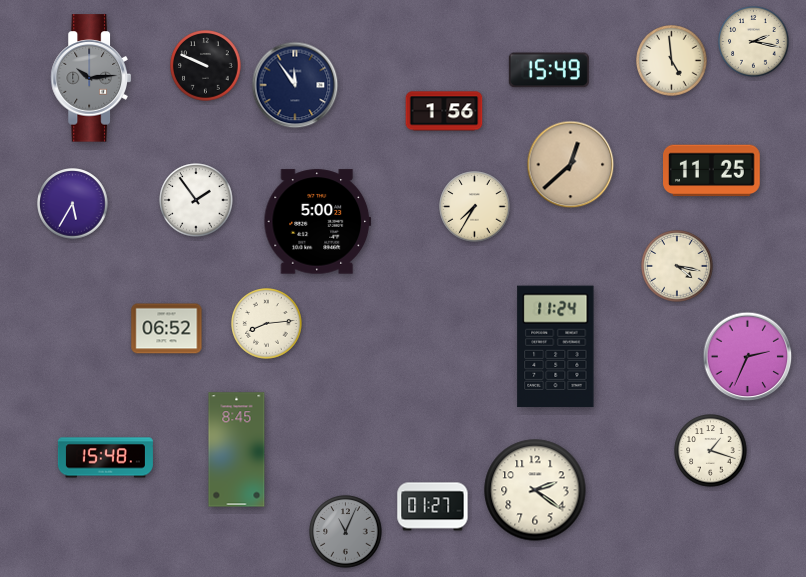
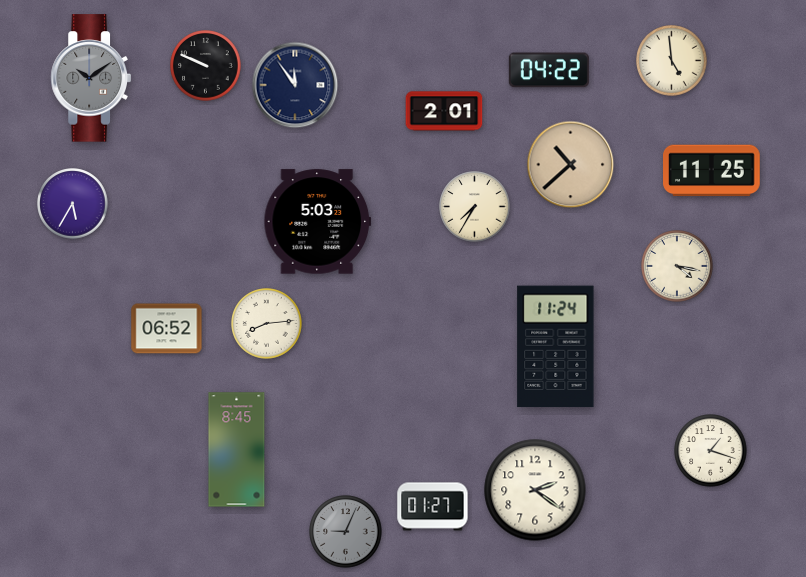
clock at (754, 42): 2:17 -> none
clock at (549, 70): 15:49 -> 04:22
clock at (91, 78): 10:14 -> 10:09
clock at (444, 111): 1:56 -> 2:01
clock at (571, 165): 12:38 -> 10:38
clock at (196, 200): 1:54 -> none
clock at (318, 222): 5:00 -> 5:03
clock at (748, 357): 2:34 -> none
clock at (105, 458): 15:48 -> none
clock at (346, 532): 11:04 -> 9:04
